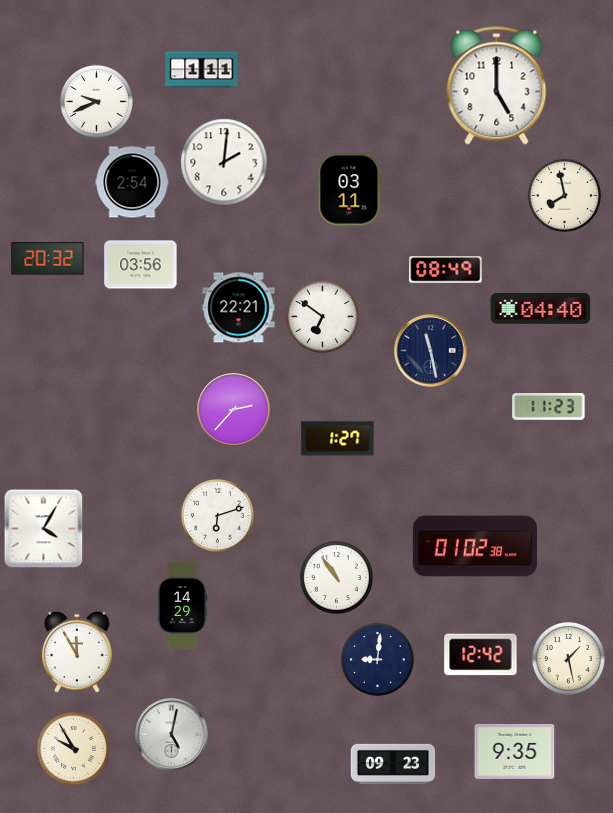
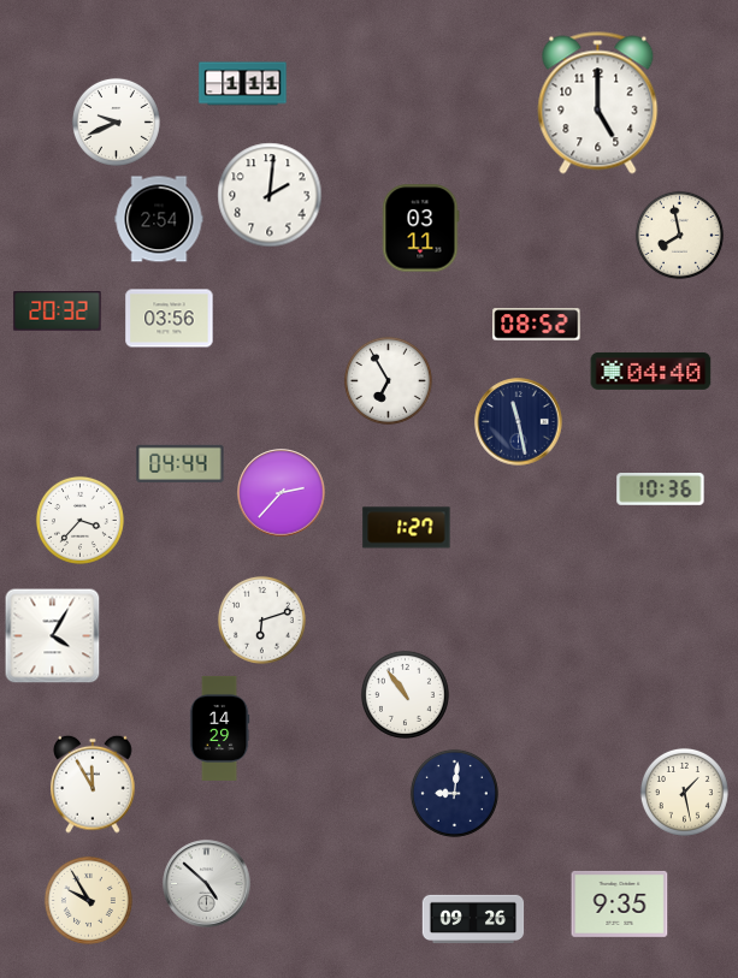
clock at (446, 270): 08:49 -> 08:52
clock at (239, 308): 22:21 -> none
clock at (322, 316): 6:51 -> 6:55
clock at (181, 463): none -> 04:44
clock at (549, 407): 11:23 -> 10:36
clock at (79, 520): none -> 3:37
clock at (475, 546): 01:02 -> none
clock at (481, 655): 12:42 -> none
clock at (172, 735): 5:02 -> 4:52
clock at (393, 763): 09:23 -> 09:26
